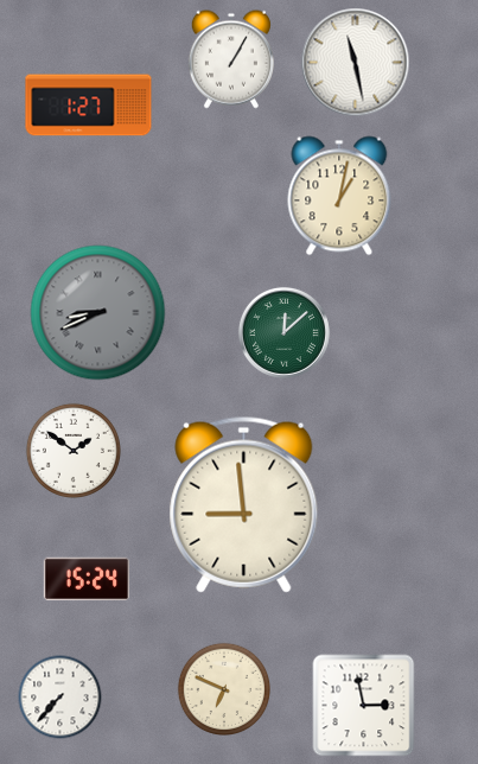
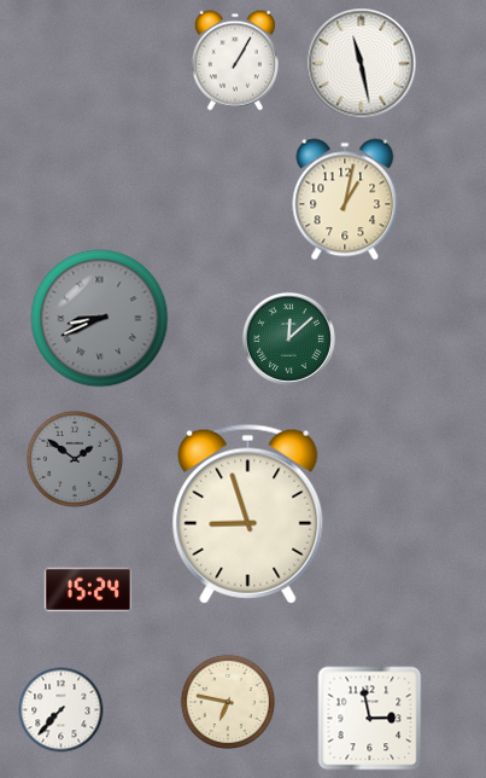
clock at (89, 106): 1:27 -> none
clock at (74, 451) dial: white -> grey
clock at (244, 504): 8:59 -> 8:57
clock at (223, 688): 6:49 -> 6:47
